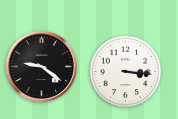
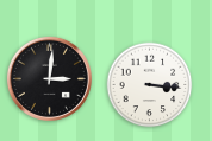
clock at (41, 66): 9:21 -> 3:01
